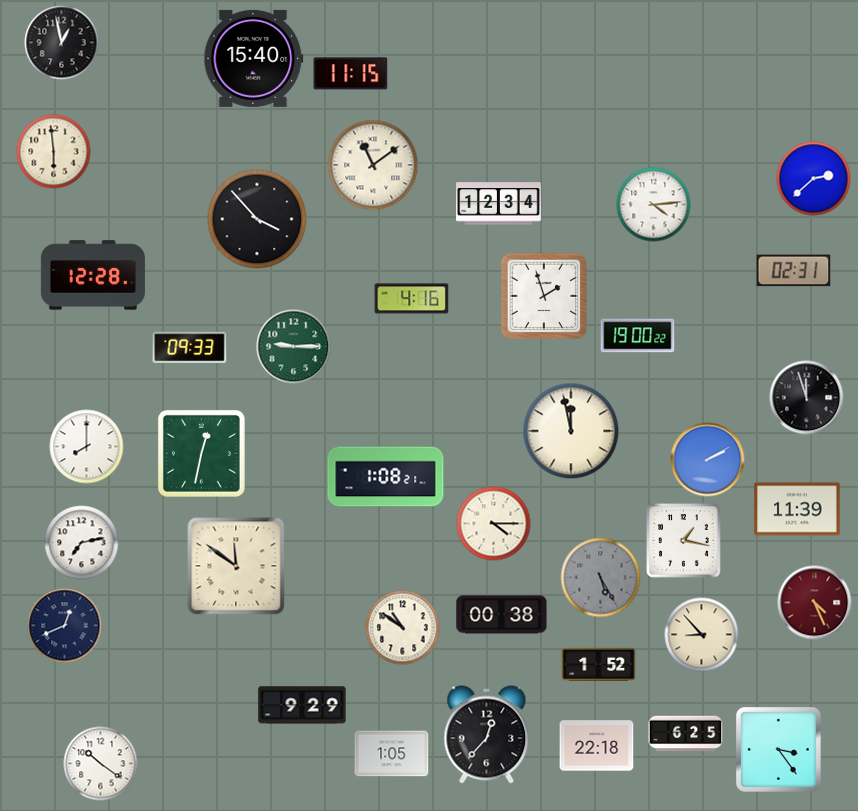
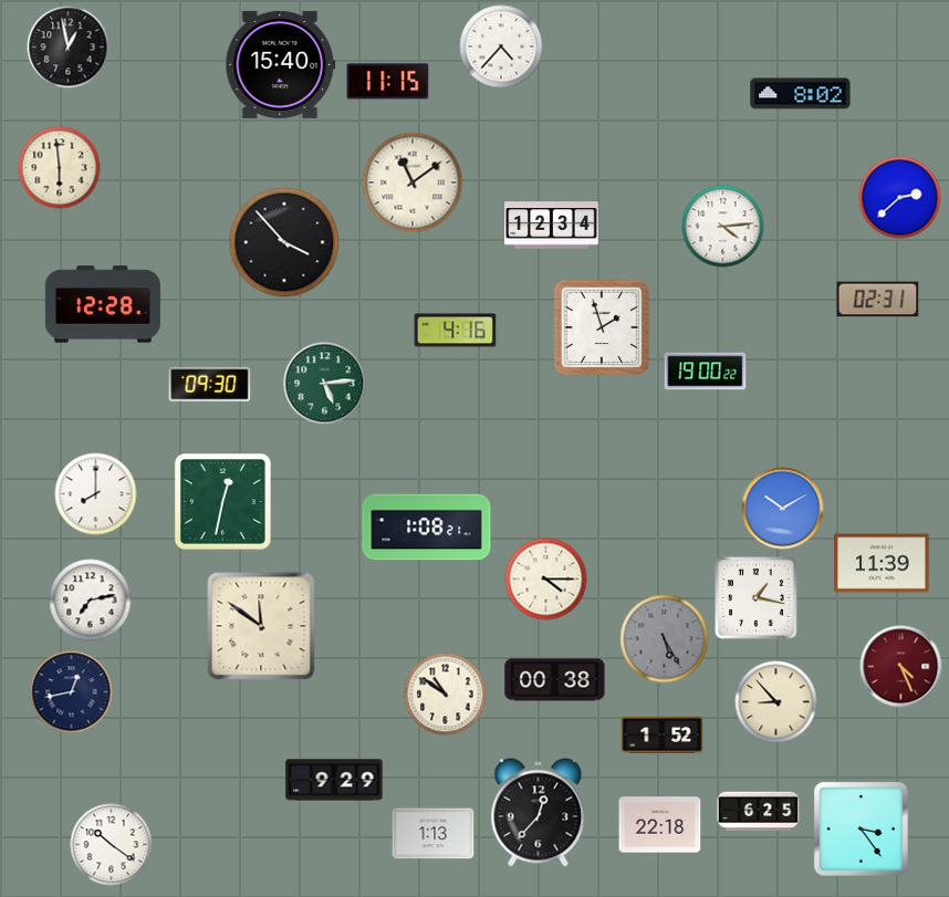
clock at (501, 46): none -> 4:37
clock at (801, 94): none -> 8:02
clock at (294, 347): 9:15 -> 5:14
clock at (190, 348): 09:33 -> 09:30
clock at (807, 398): 11:57 -> none
clock at (571, 431): 11:58 -> none
clock at (708, 460): 2:10 -> 10:10
clock at (65, 626): 12:41 -> 12:43
clock at (392, 754): 1:05 -> 1:13
